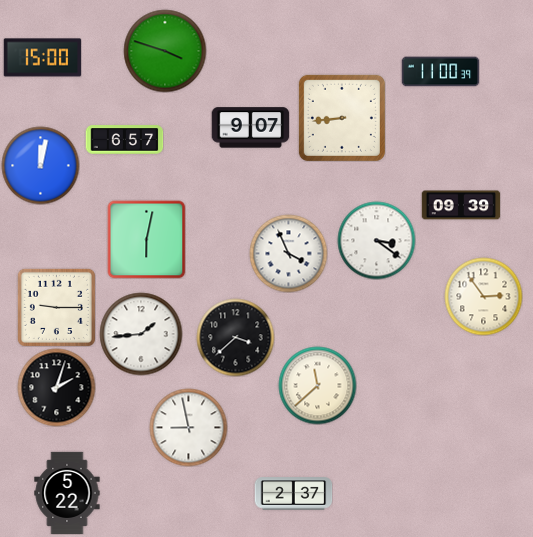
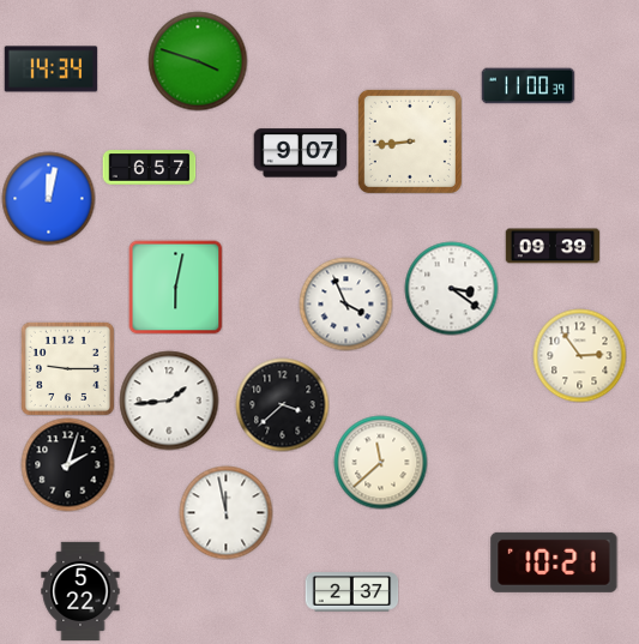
clock at (42, 58): 15:00 -> 14:34
clock at (188, 427): 8:58 -> 11:58
clock at (554, 562): none -> 10:21
